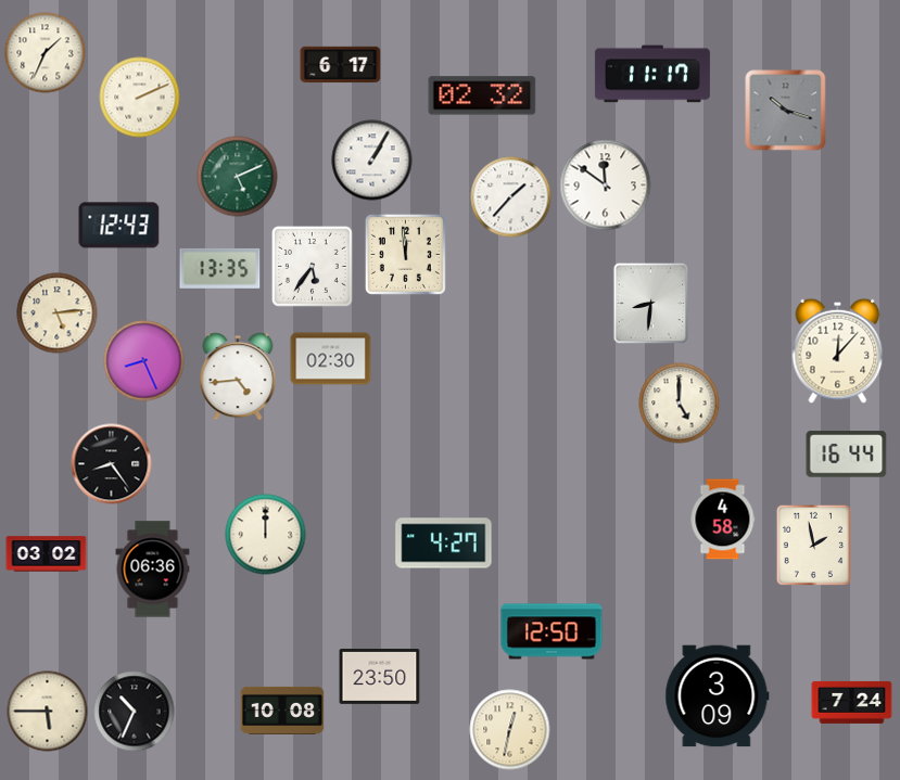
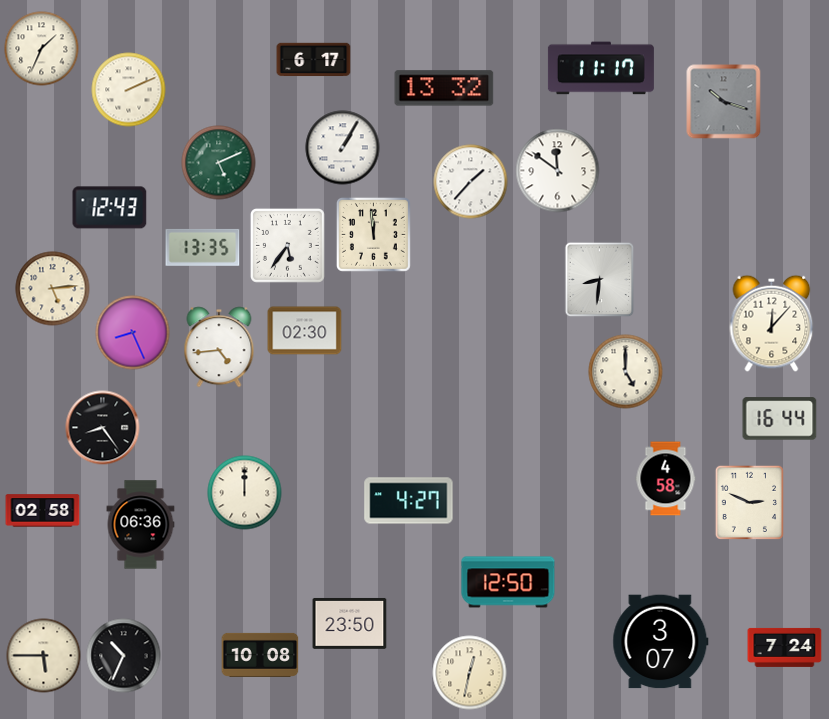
clock at (482, 95): 02:32 -> 13:32
clock at (813, 545): 1:58 -> 2:49
clock at (47, 554): 03:02 -> 02:58
clock at (718, 696): 3:09 -> 3:07
